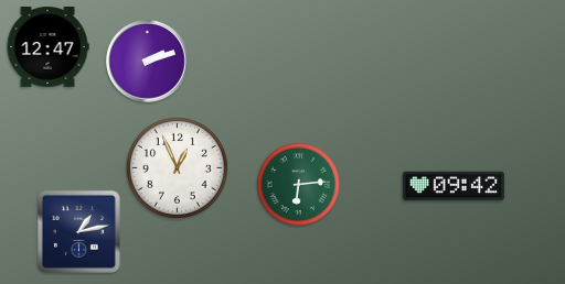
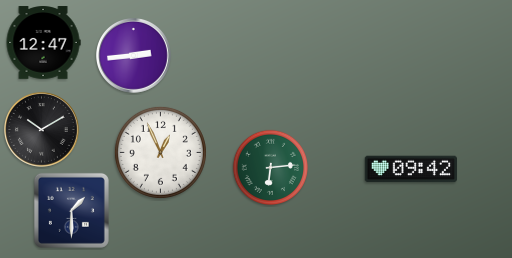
clock at (148, 62): 2:12 -> 2:44
clock at (42, 130): none -> 10:10
clock at (78, 231): 1:13 -> 1:30
